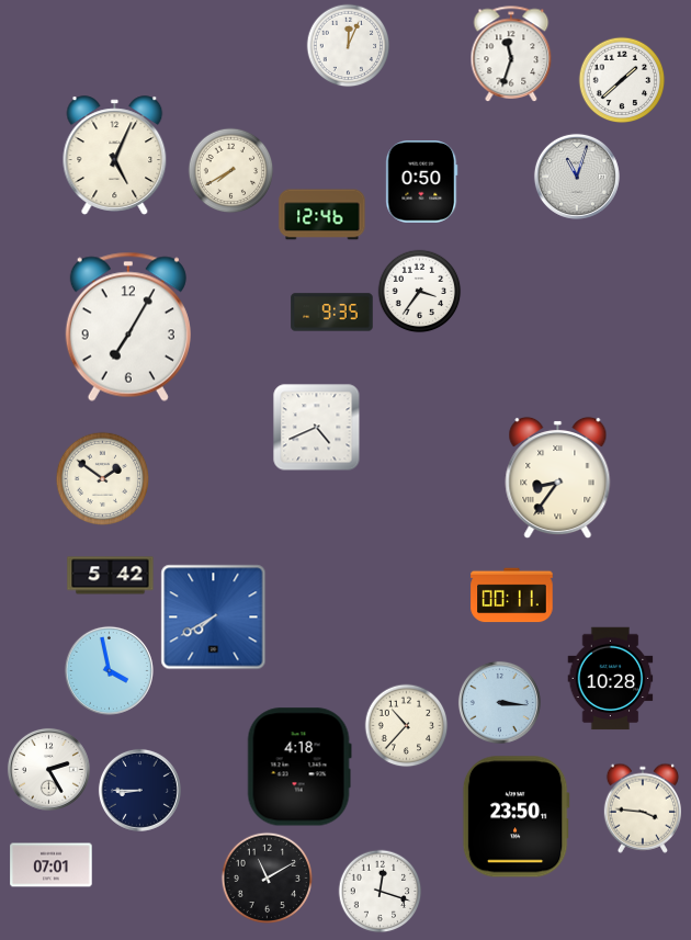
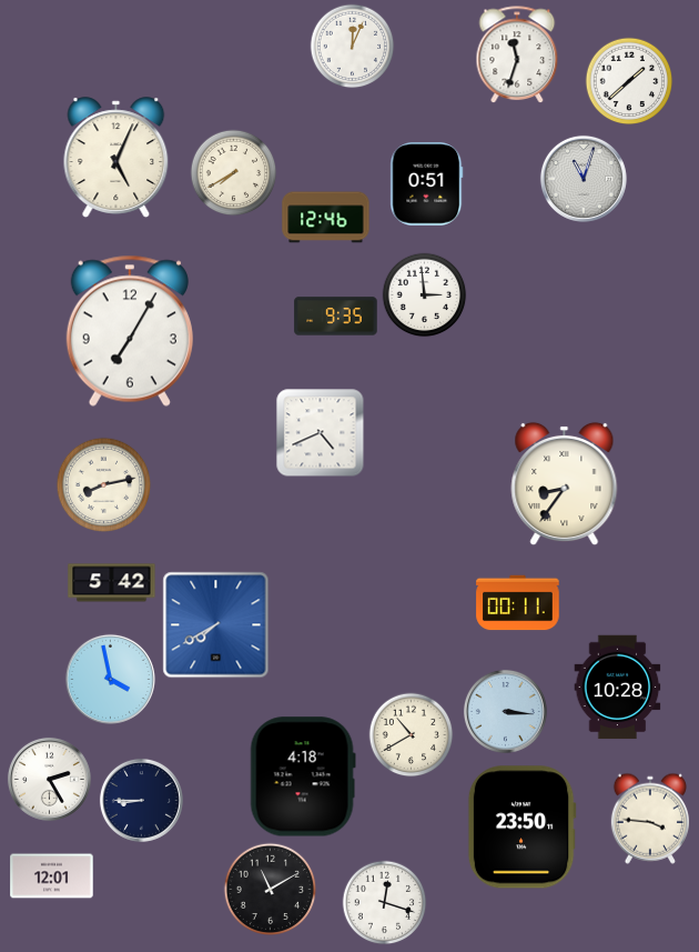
clock at (422, 182): 0:50 -> 0:51
clock at (420, 292): 3:36 -> 2:59
clock at (102, 478): 1:51 -> 8:13
clock at (407, 726): 10:37 -> 10:40
clock at (52, 865): 07:01 -> 12:01
